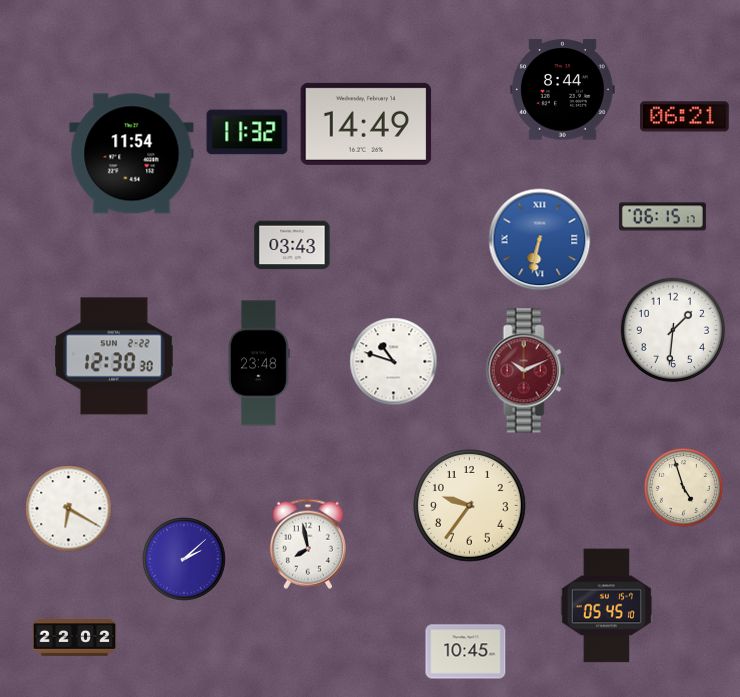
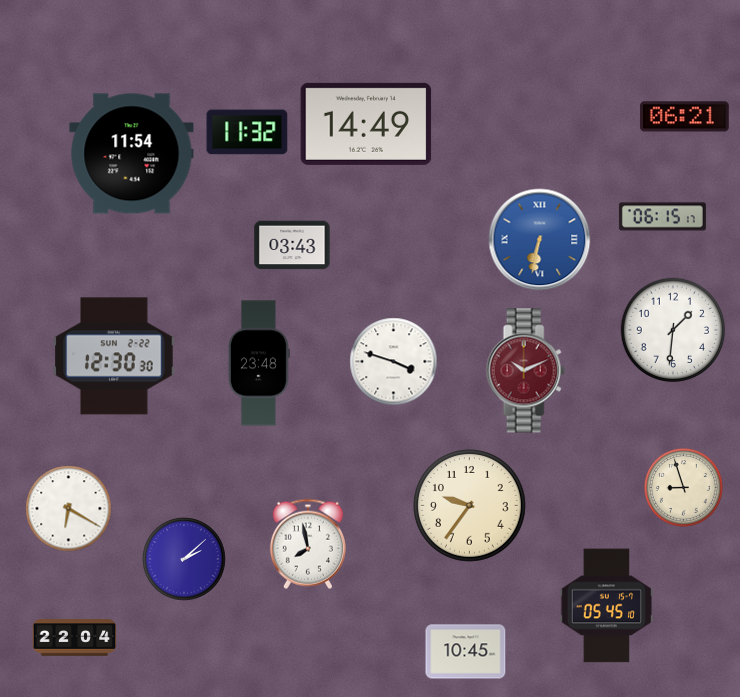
clock at (563, 90): 8:44 -> none
clock at (394, 362): 10:48 -> 3:48
clock at (683, 487): 4:57 -> 8:57
clock at (75, 638): 22:02 -> 22:04
